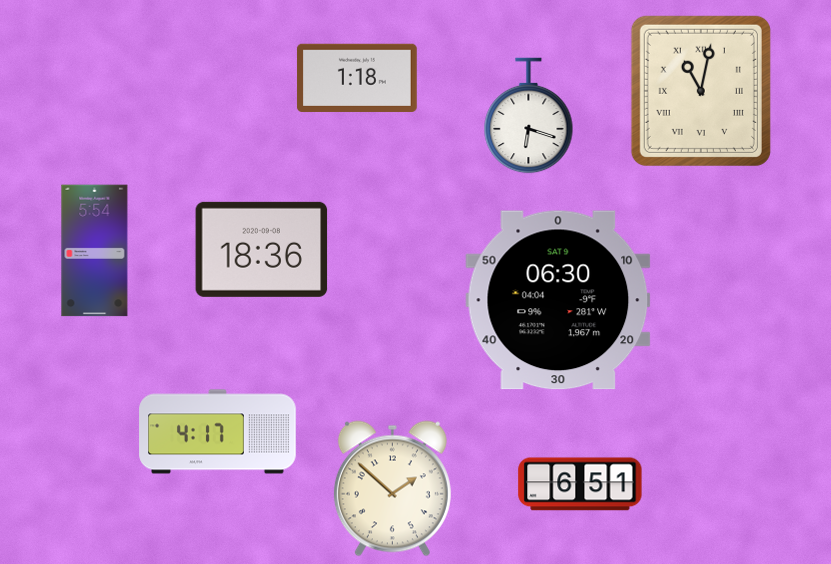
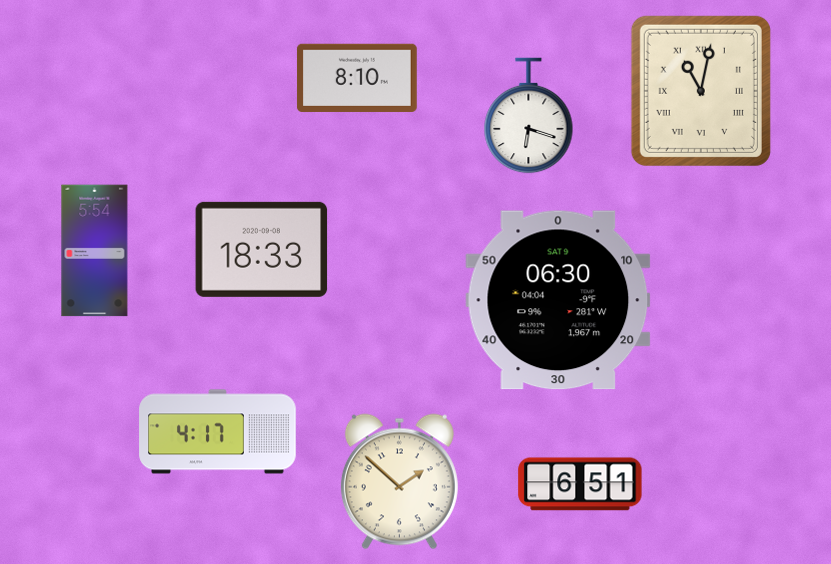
clock at (357, 78): 1:18 -> 8:10
clock at (262, 249): 18:36 -> 18:33
clock at (392, 489) position: (392, 489) -> (399, 482)
